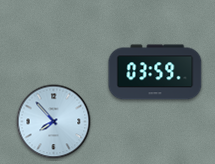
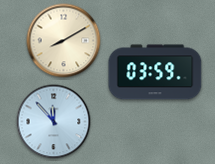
clock at (64, 41): none -> 8:10
clock at (54, 122): 7:53 -> 11:53
